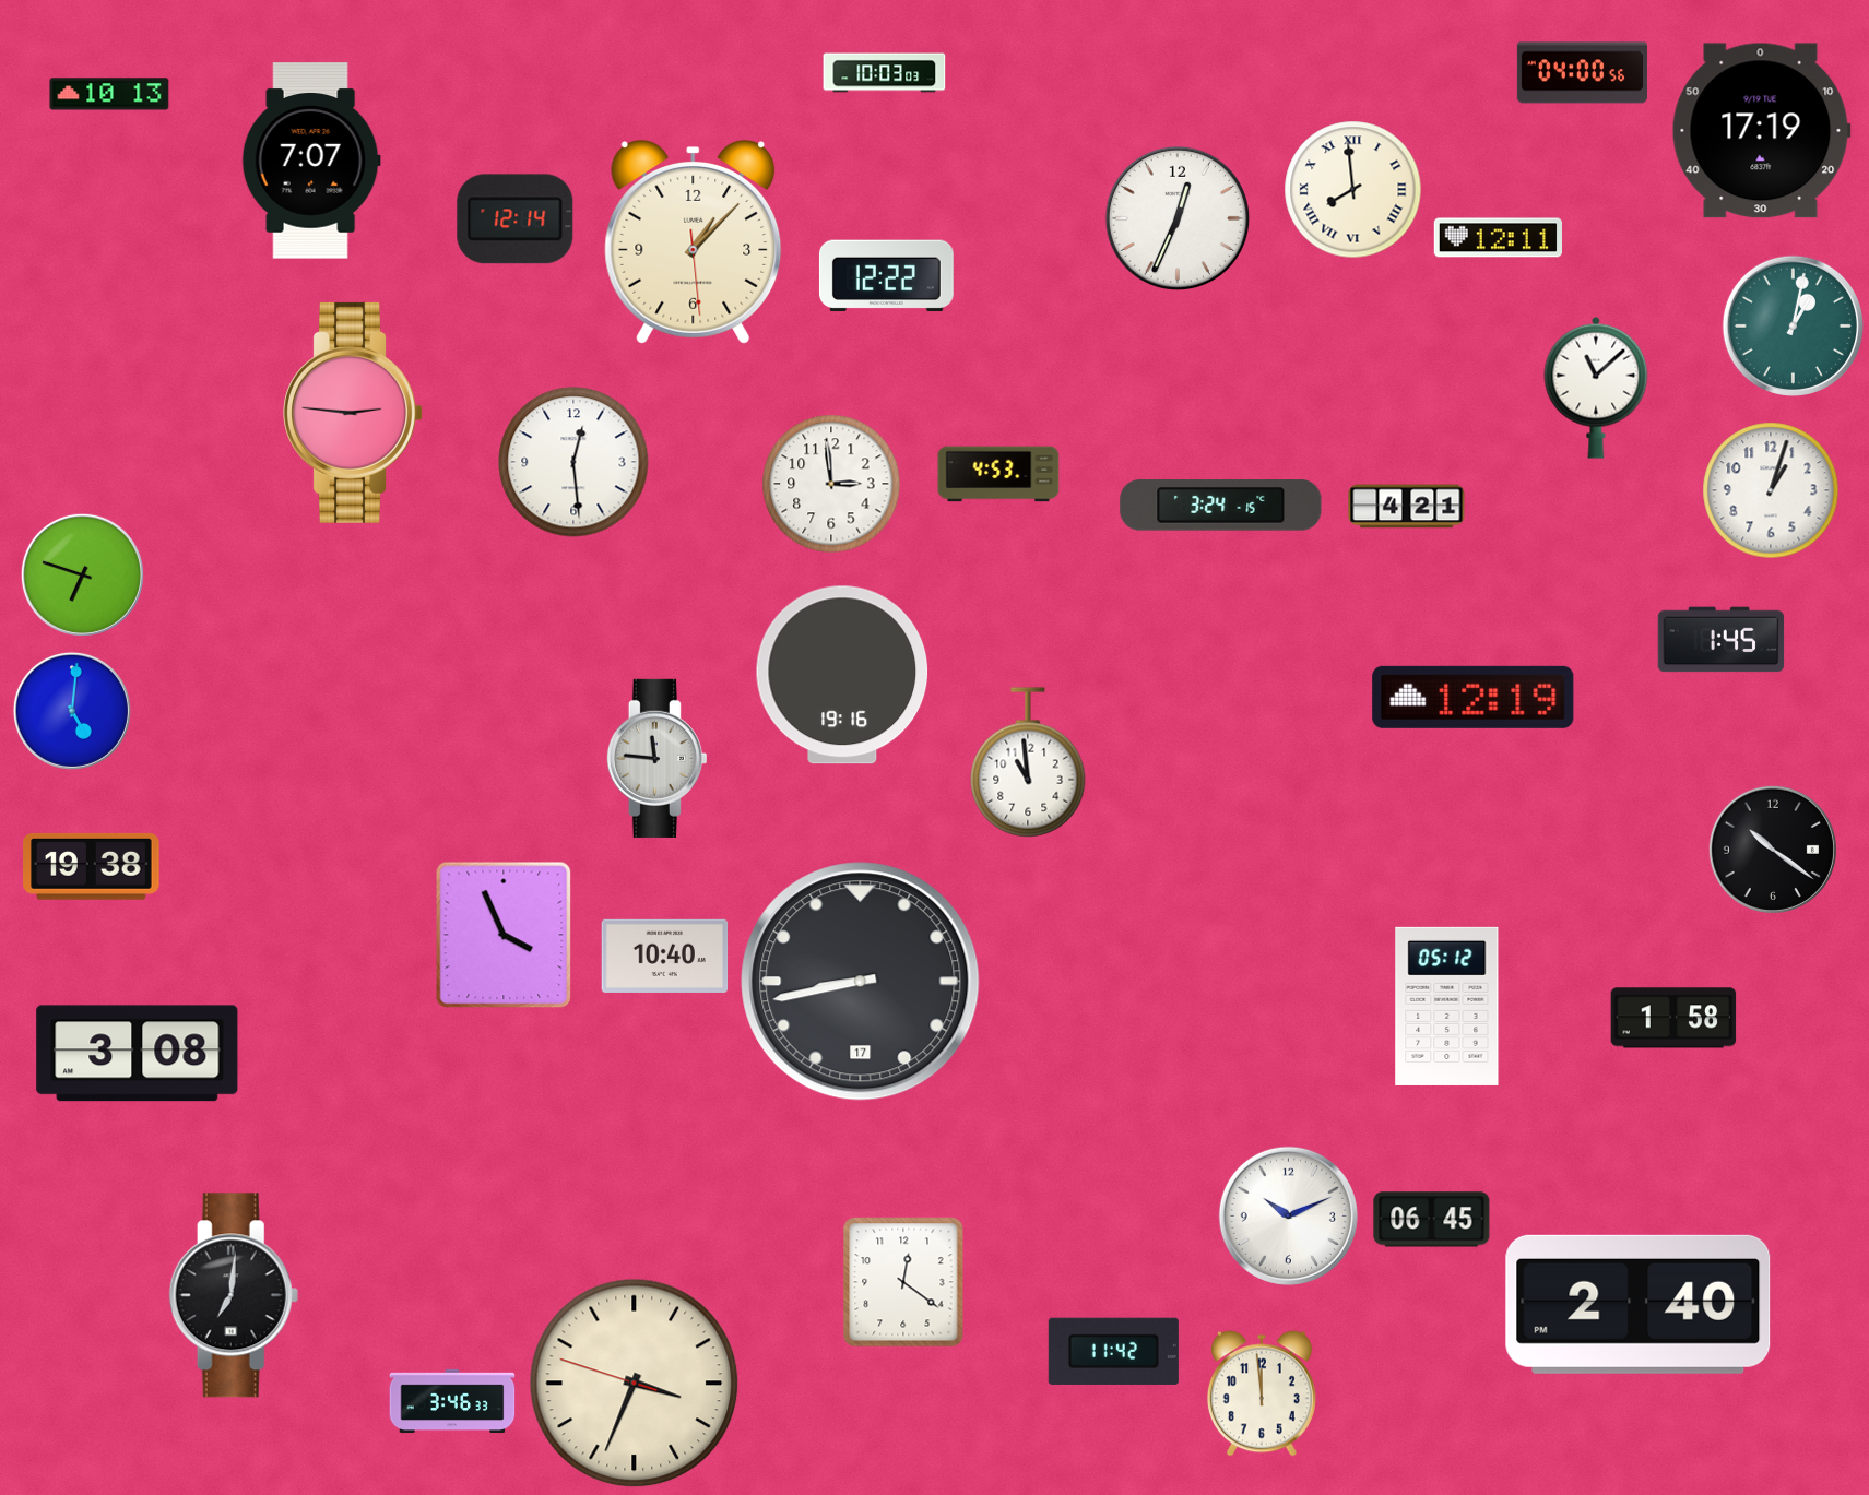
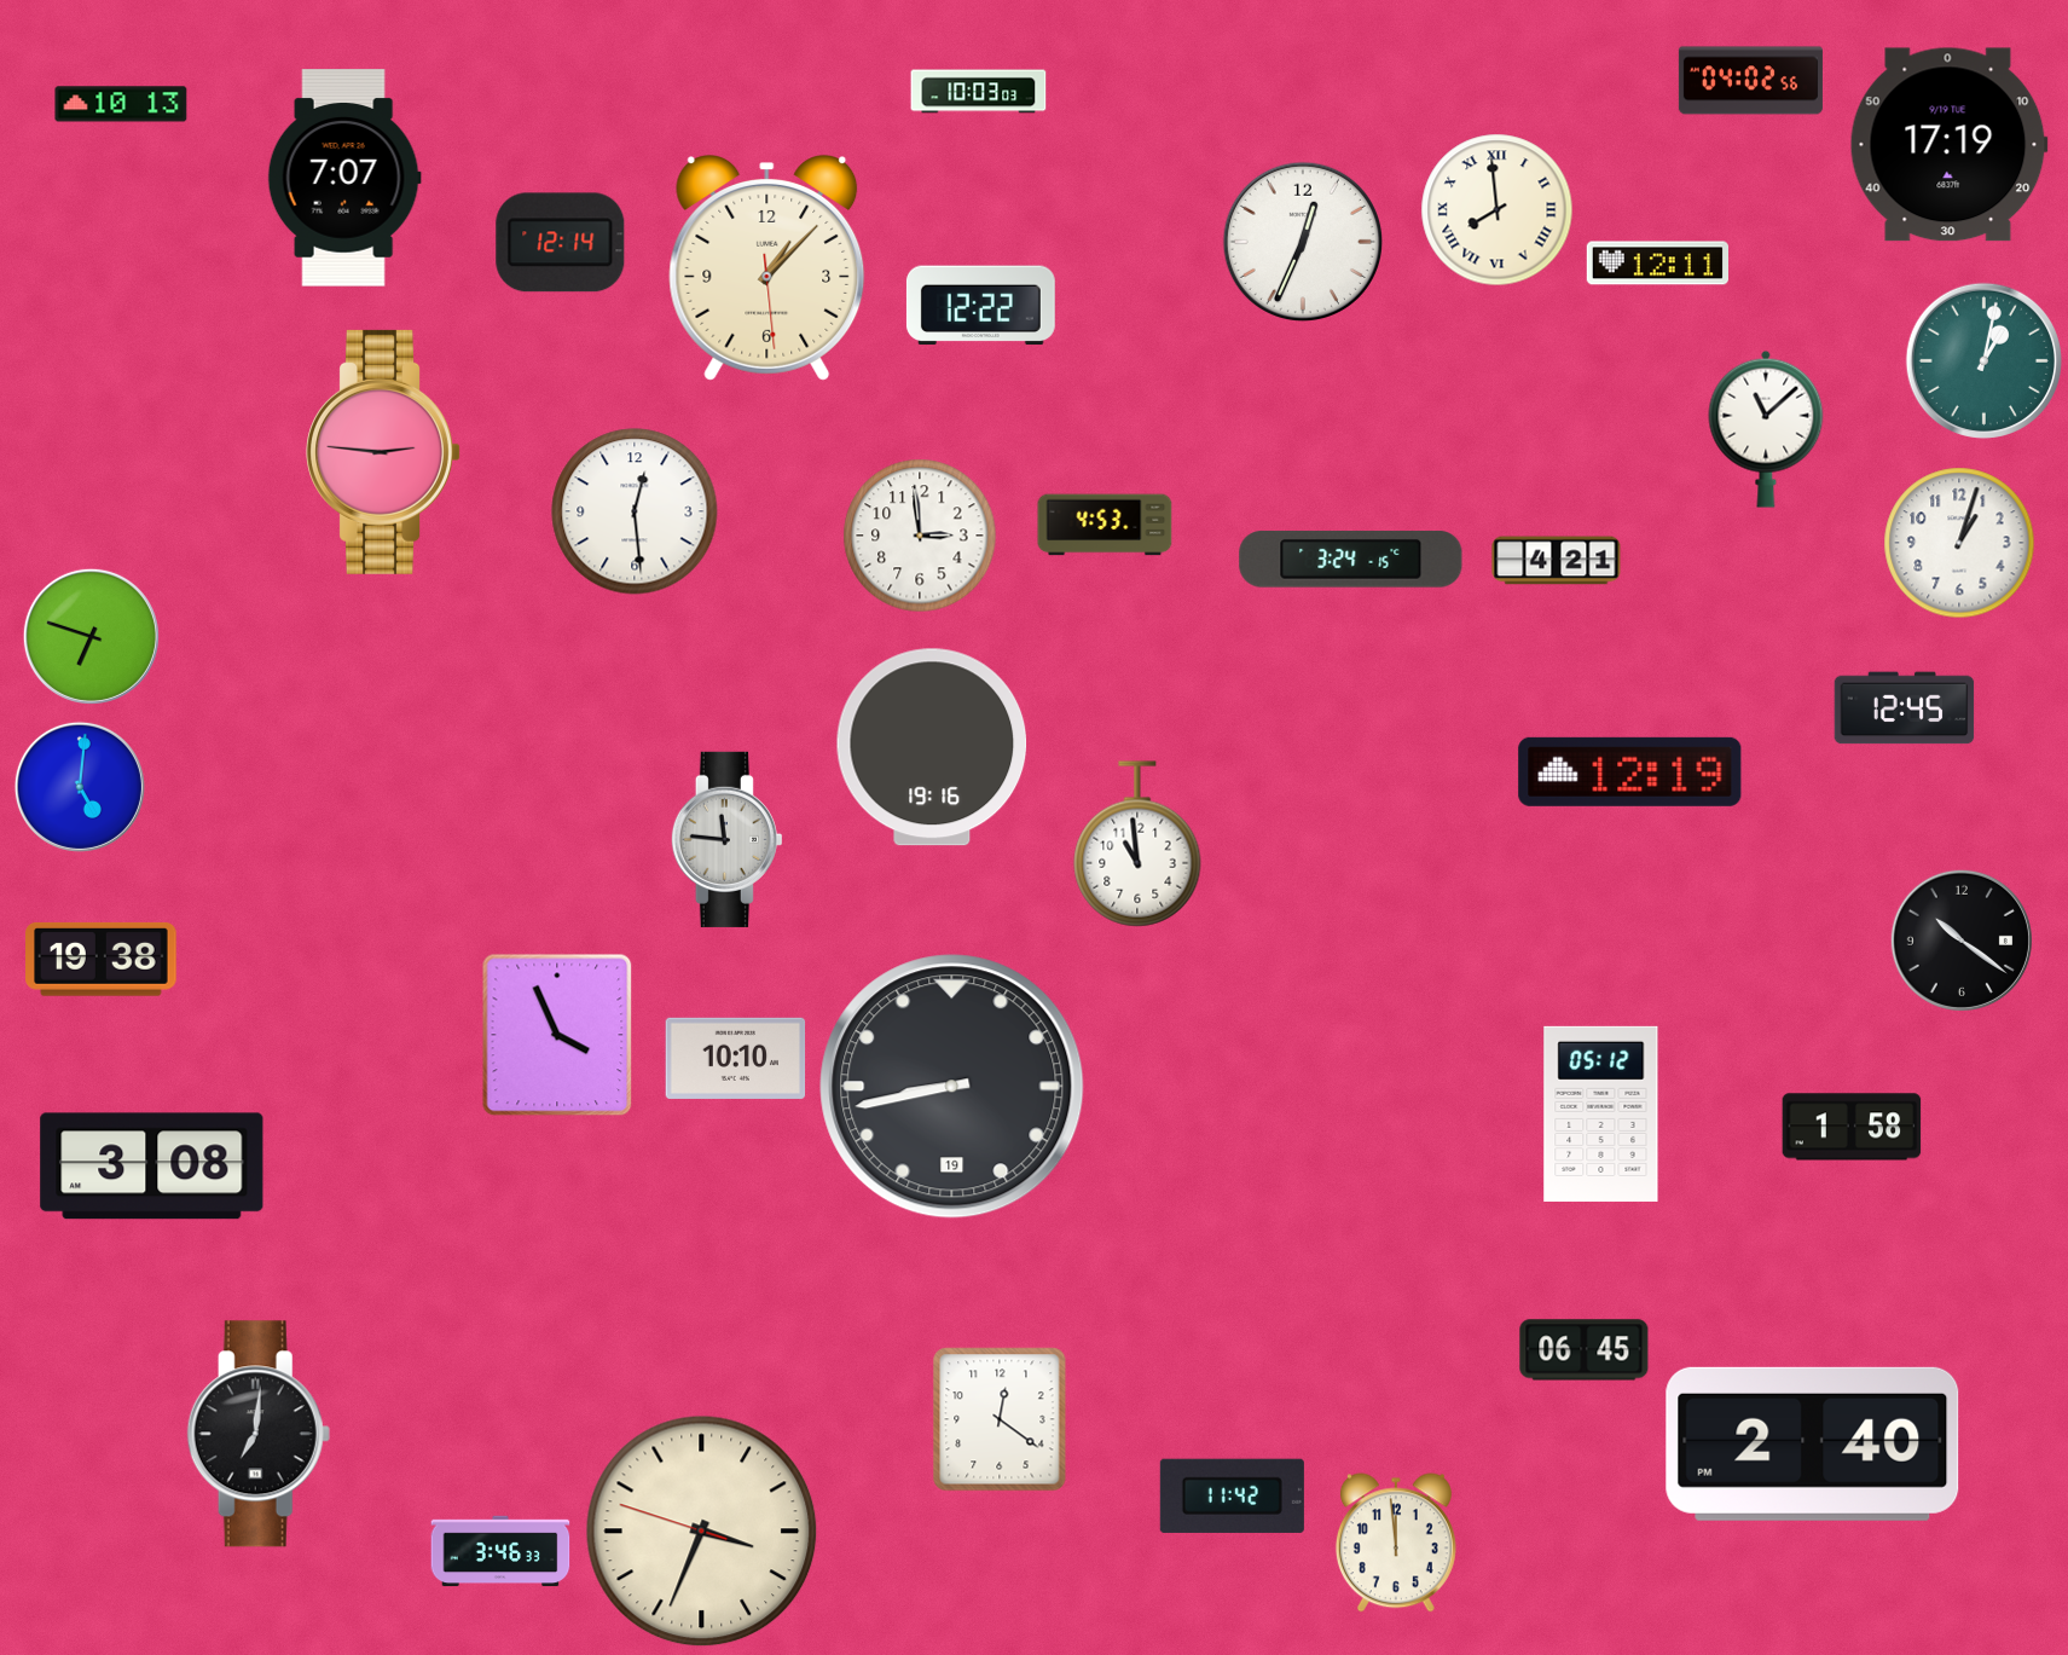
clock at (885, 73) position: (885, 73) -> (979, 92)
clock at (1582, 73): 04:00 -> 04:02
clock at (516, 219) position: (516, 219) -> (561, 243)
clock at (353, 413) position: (353, 413) -> (383, 452)
clock at (1722, 640): 1:45 -> 12:45
clock at (665, 956): 10:40 -> 10:10
clock at (861, 982) date: 17 -> 19
clock at (1288, 1215): 10:11 -> none
